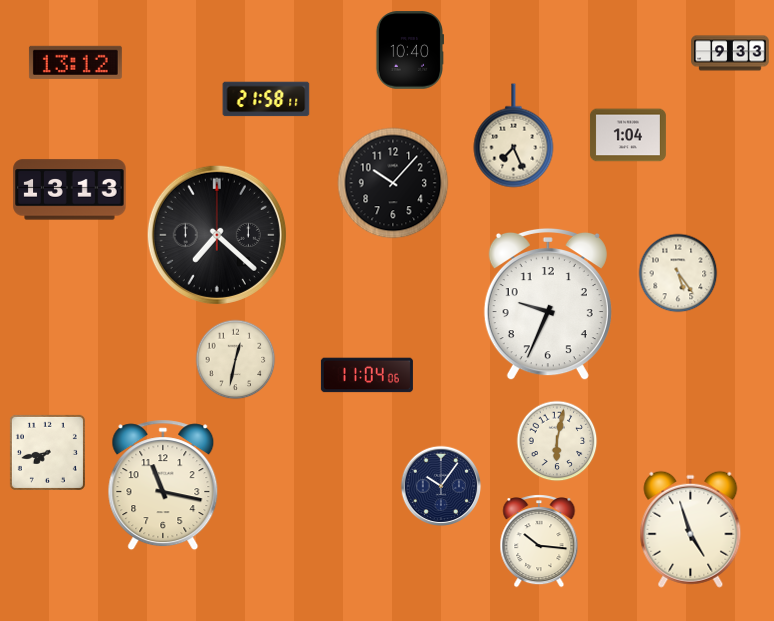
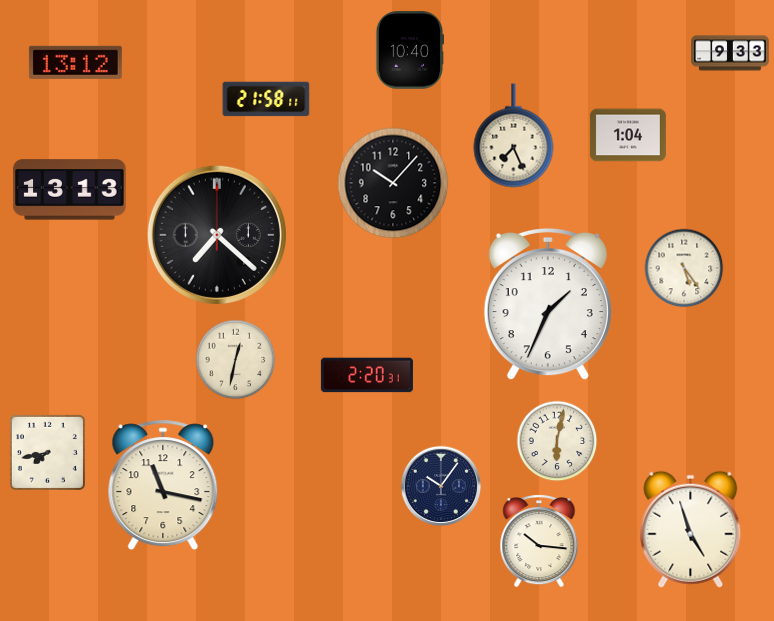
clock at (678, 273) position: (678, 273) -> (684, 268)
clock at (548, 304): 9:34 -> 1:34
clock at (367, 375): 11:04 -> 2:20
